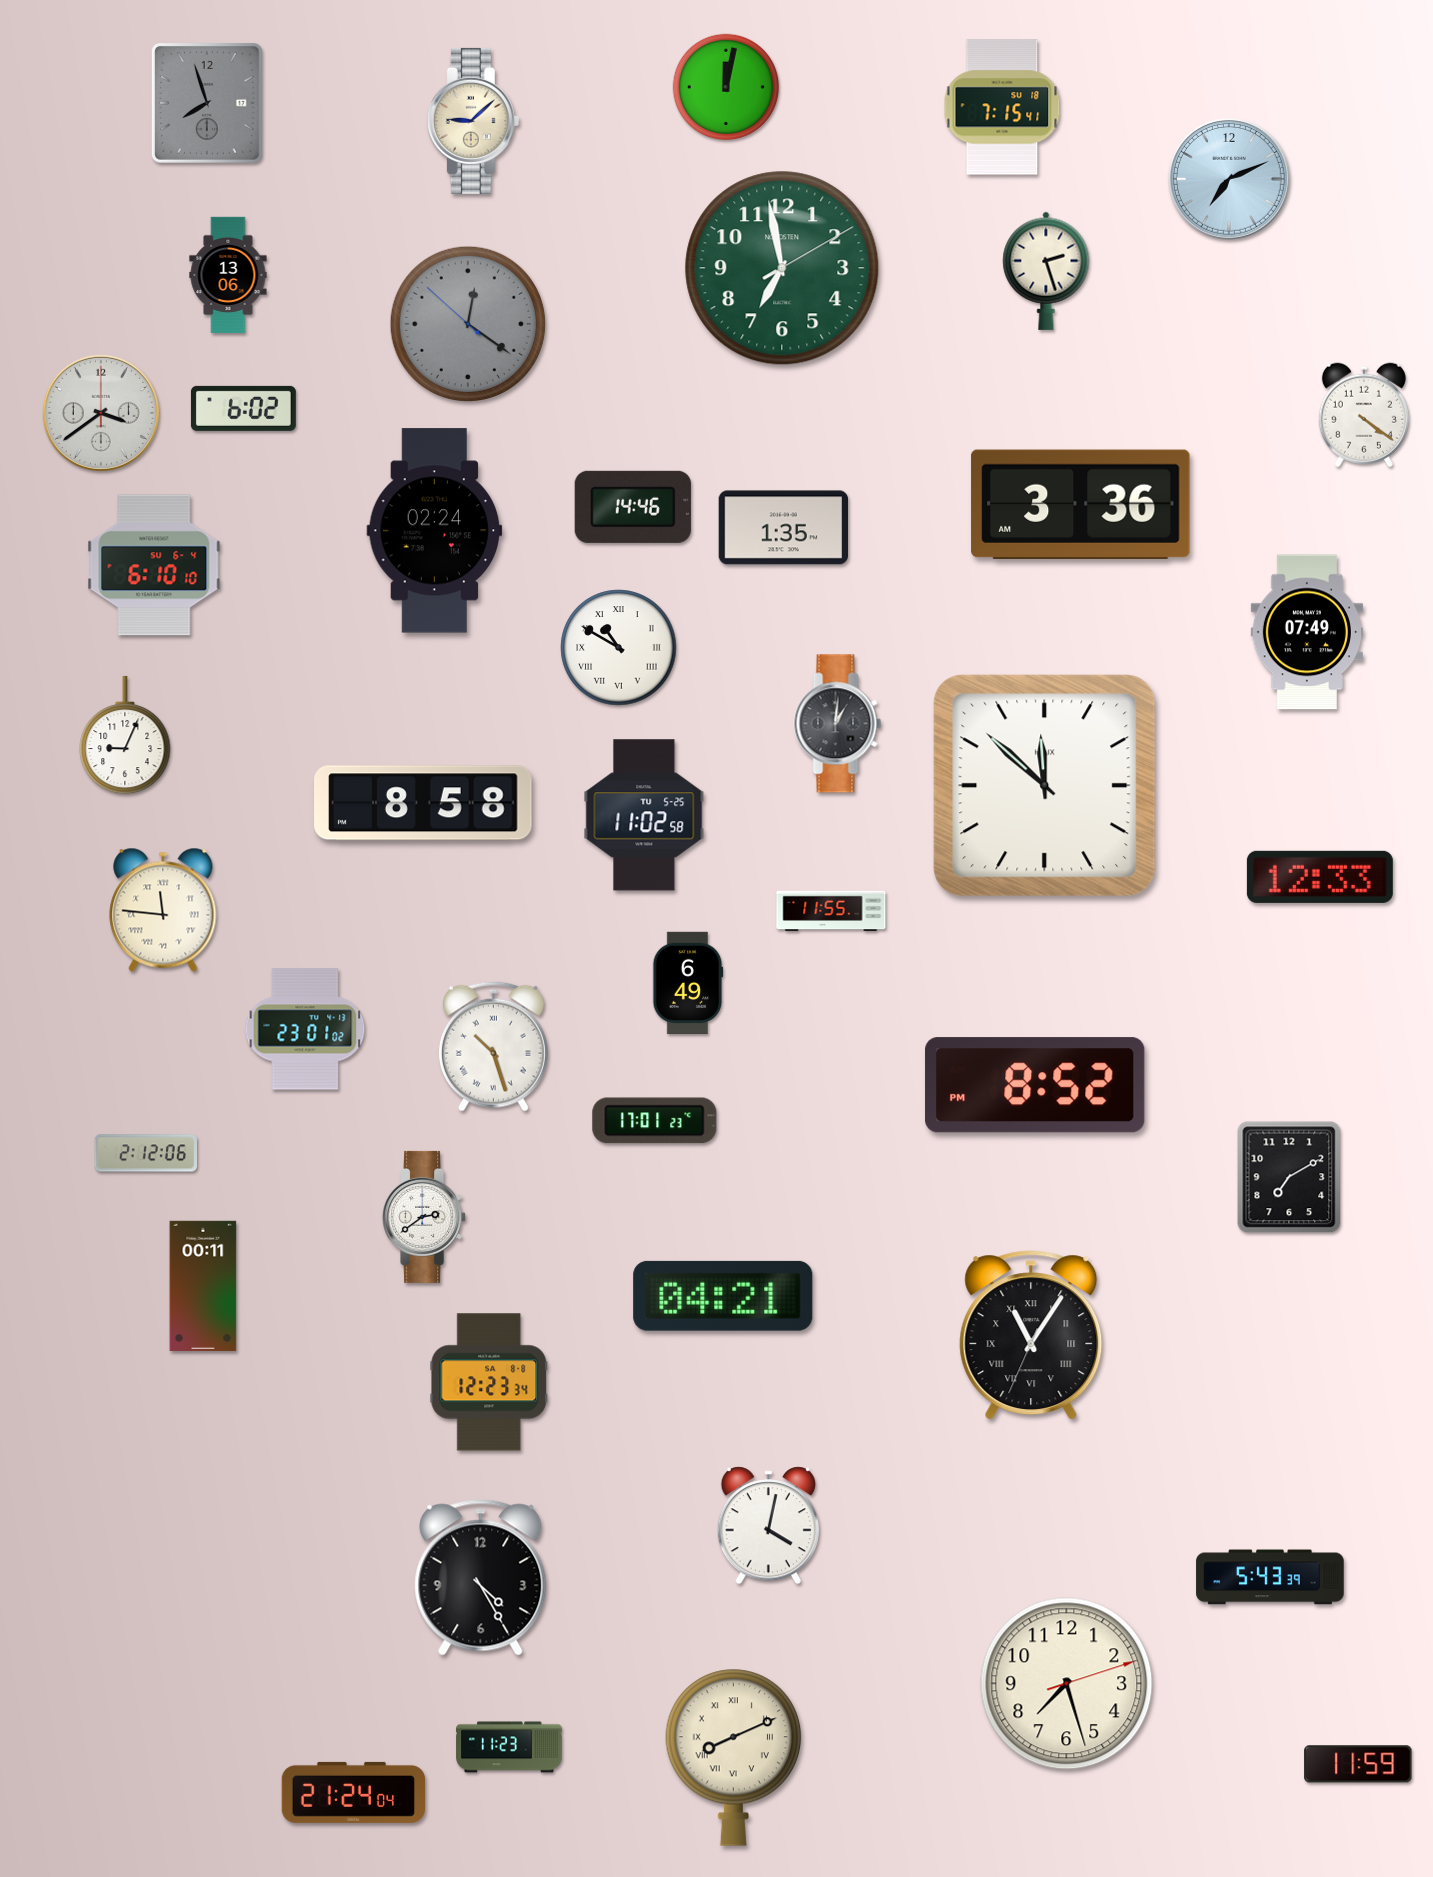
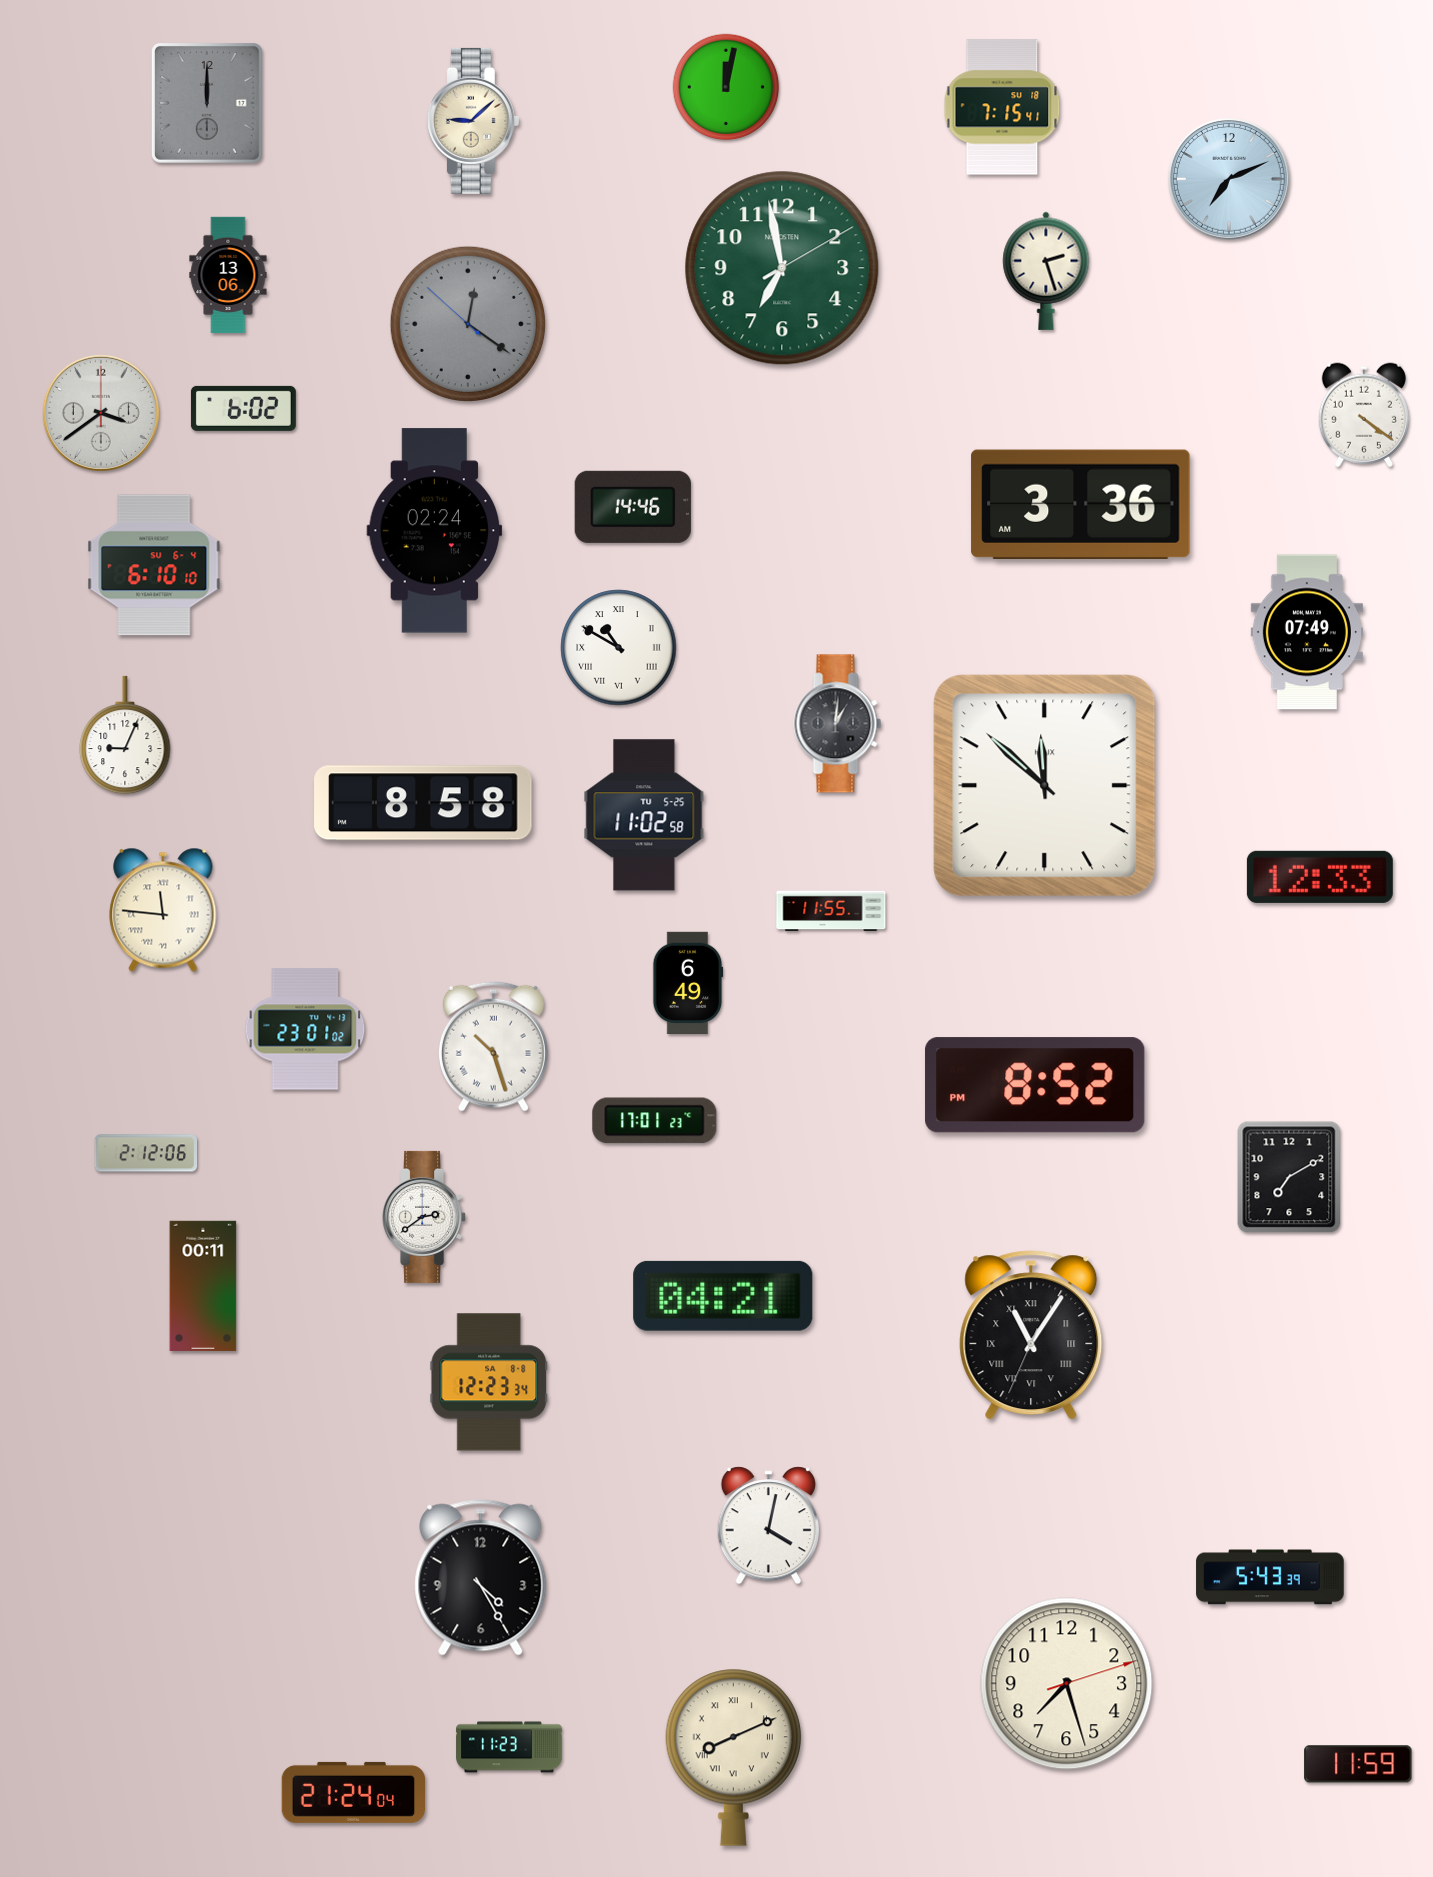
clock at (207, 103): 7:57 -> 12:00
clock at (784, 528): 1:35 -> none
